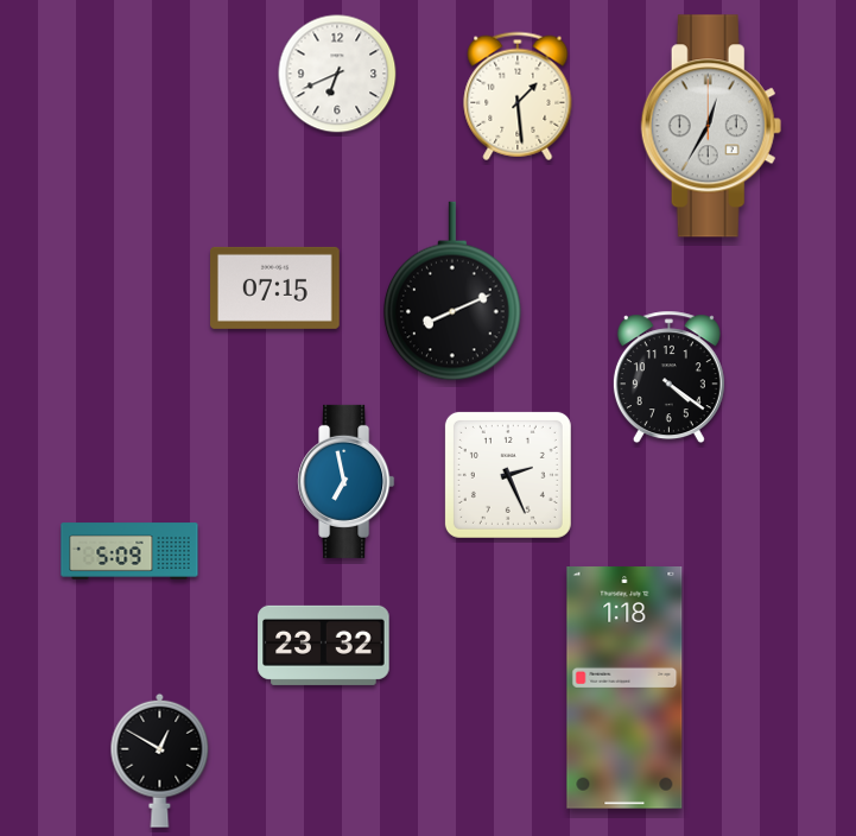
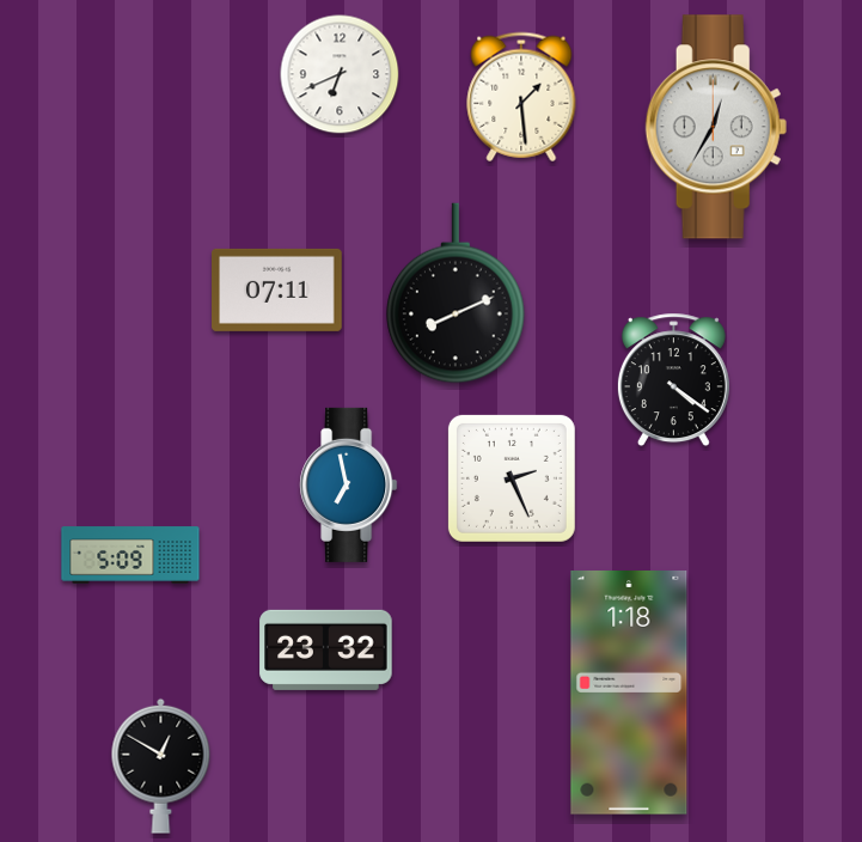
clock at (275, 287): 07:15 -> 07:11
